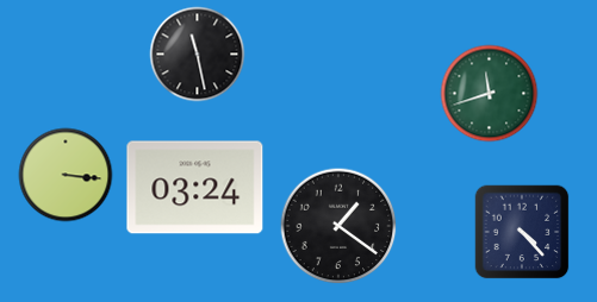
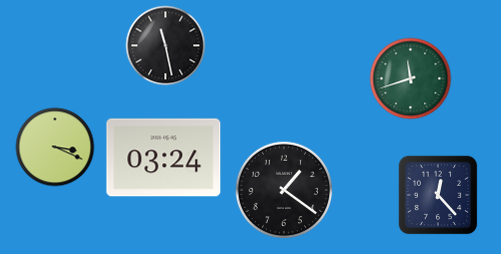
clock at (66, 175): 3:16 -> 3:19
clock at (522, 232): 4:23 -> 12:23
